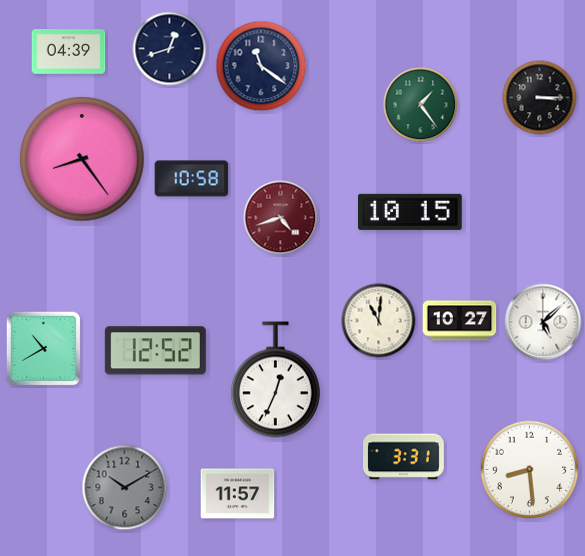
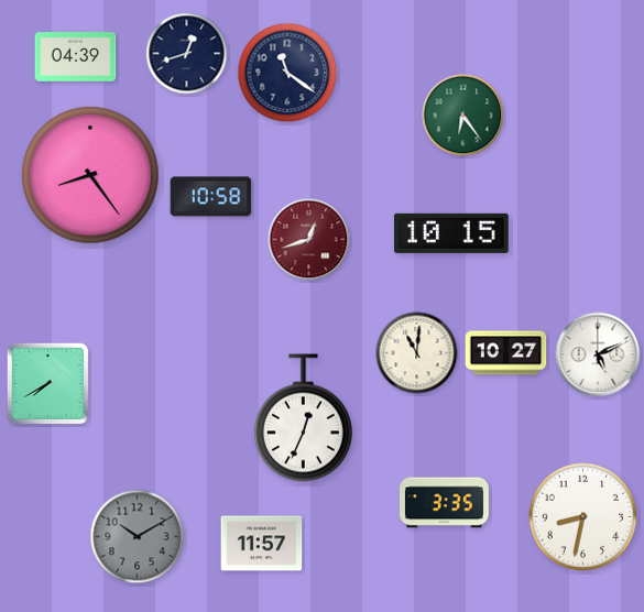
clock at (540, 98): 3:15 -> none
clock at (421, 105): 1:24 -> 6:24
clock at (281, 218): 4:42 -> 12:42
clock at (543, 322): 5:08 -> 5:11
clock at (44, 349): 10:40 -> 7:40
clock at (155, 351): 12:52 -> none
clock at (404, 457): 3:31 -> 3:35
clock at (530, 470): 8:29 -> 8:32
